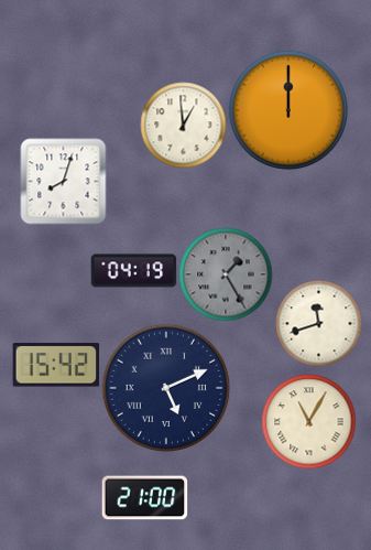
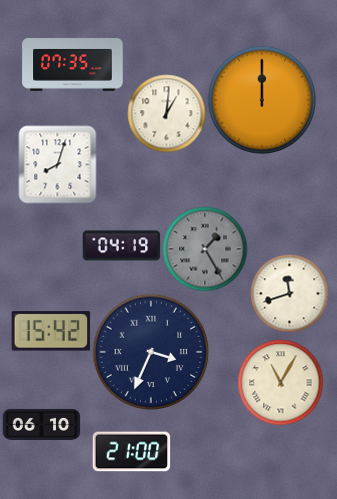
clock at (73, 65): none -> 07:35
clock at (183, 125): 12:59 -> 1:01
clock at (166, 388): 5:11 -> 3:34
clock at (41, 424): none -> 06:10
